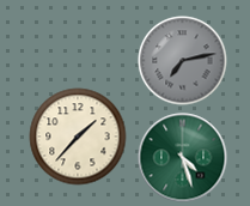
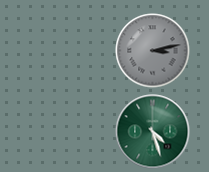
clock at (183, 61): 7:13 -> 3:13
clock at (78, 137): 1:37 -> none
